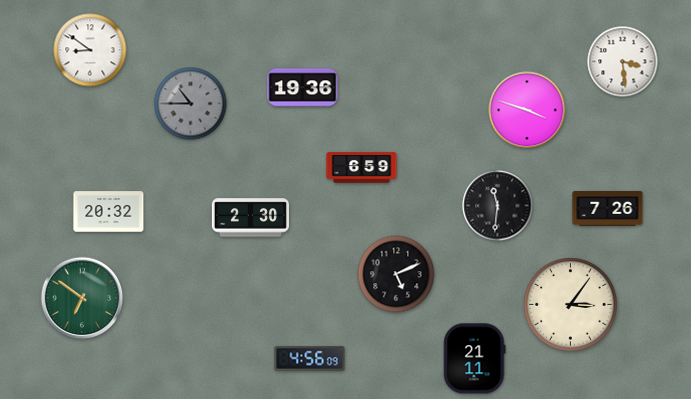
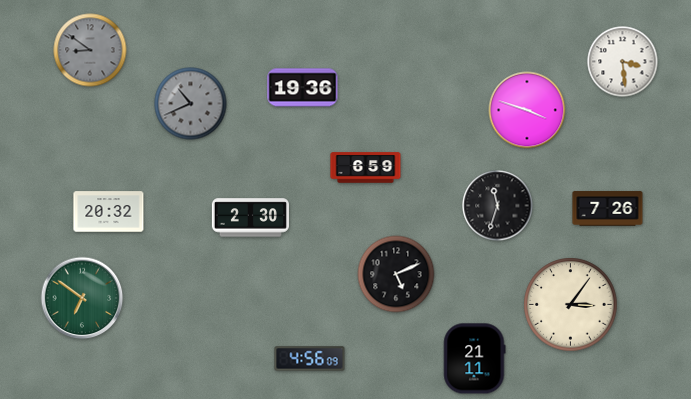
clock at (90, 50) dial: white -> grey
clock at (191, 104): 10:45 -> 10:41
clock at (362, 168) position: (362, 168) -> (366, 168)
clock at (498, 206): 11:31 -> 11:33
